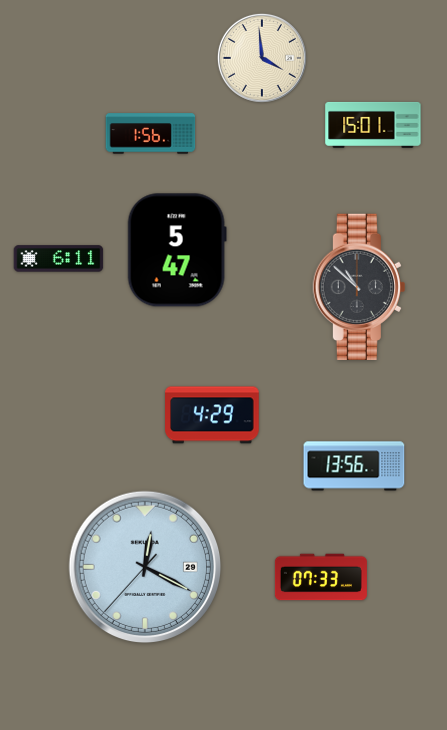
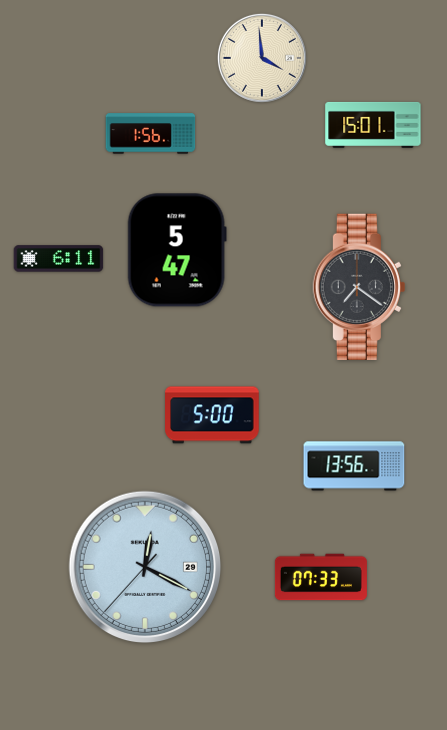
clock at (359, 286): 10:52 -> 7:21
clock at (212, 415): 4:29 -> 5:00
